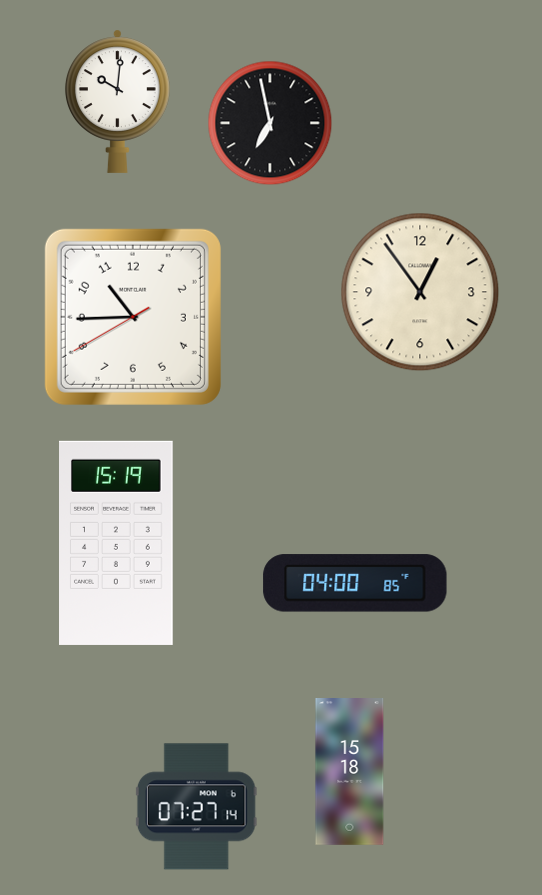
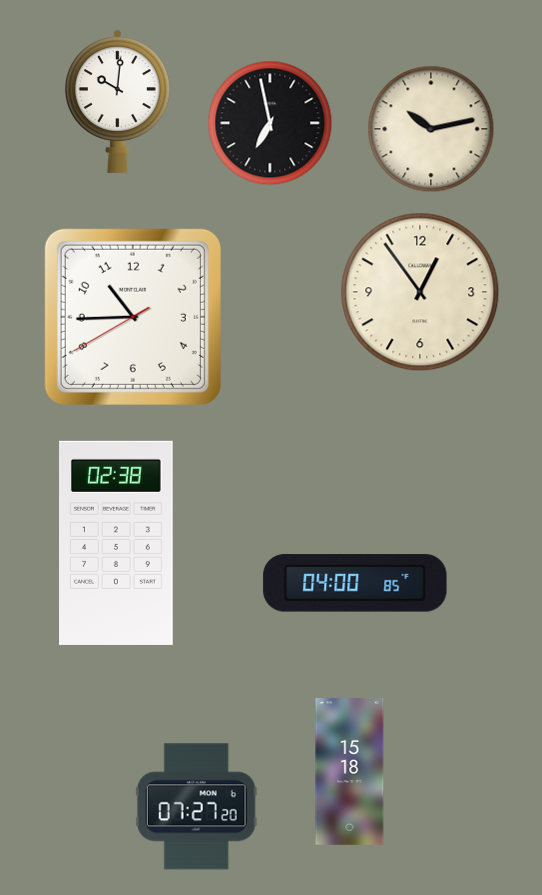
clock at (431, 129): none -> 10:13
clock at (117, 543): 15:19 -> 02:38
clock at (196, 807): 07:27:14 -> 07:27:20
